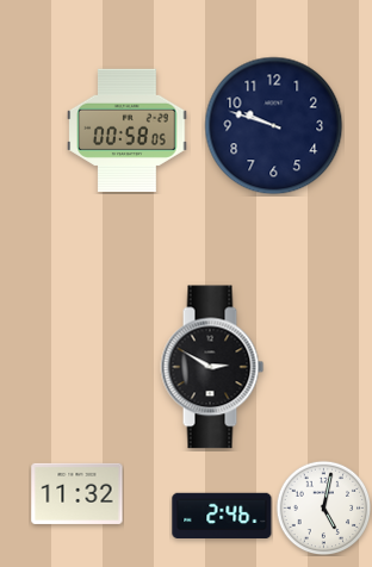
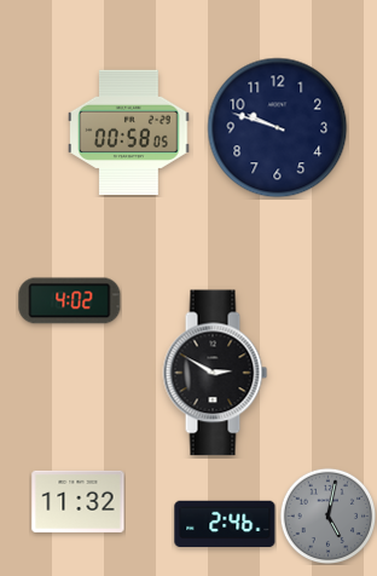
clock at (70, 301): none -> 4:02
clock at (323, 507) dial: white -> grey
